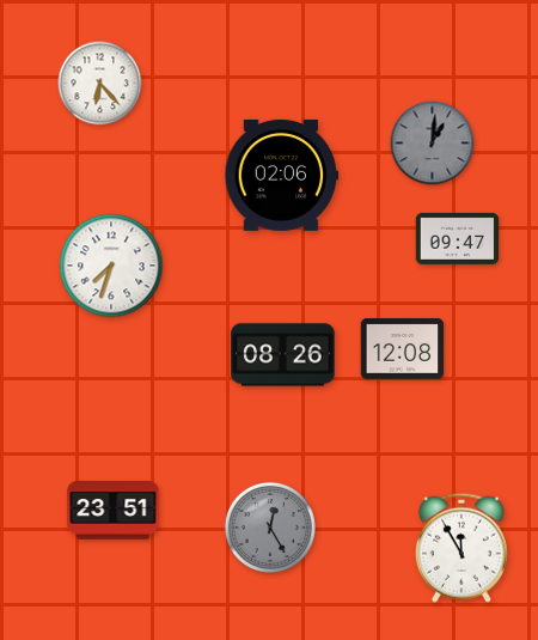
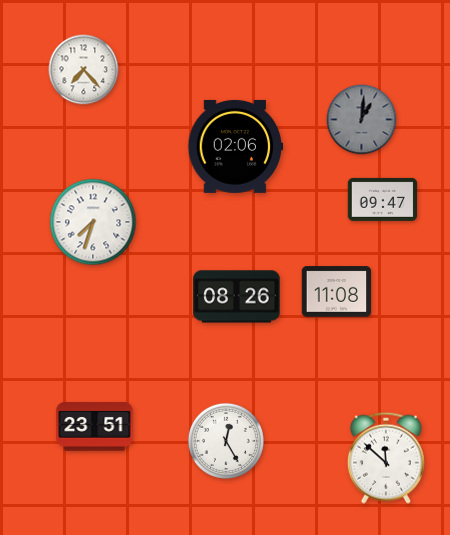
clock at (100, 84): 6:23 -> 7:23
clock at (403, 349): 12:08 -> 11:08
clock at (270, 528) dial: grey -> white
clock at (461, 548): 11:55 -> 11:52
